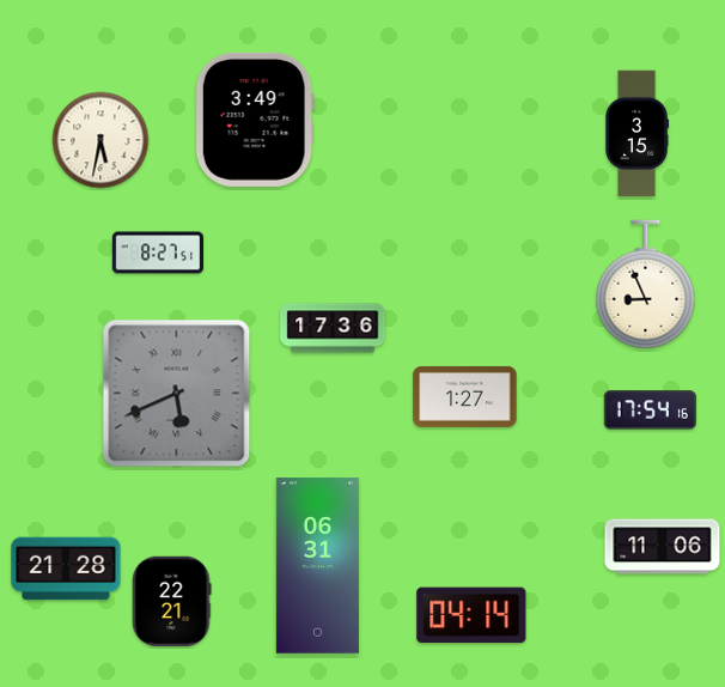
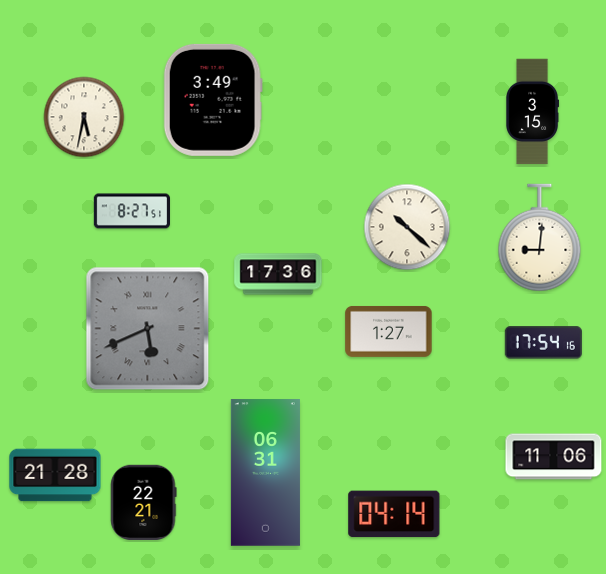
clock at (407, 227): none -> 10:22
clock at (646, 285): 8:56 -> 9:01
